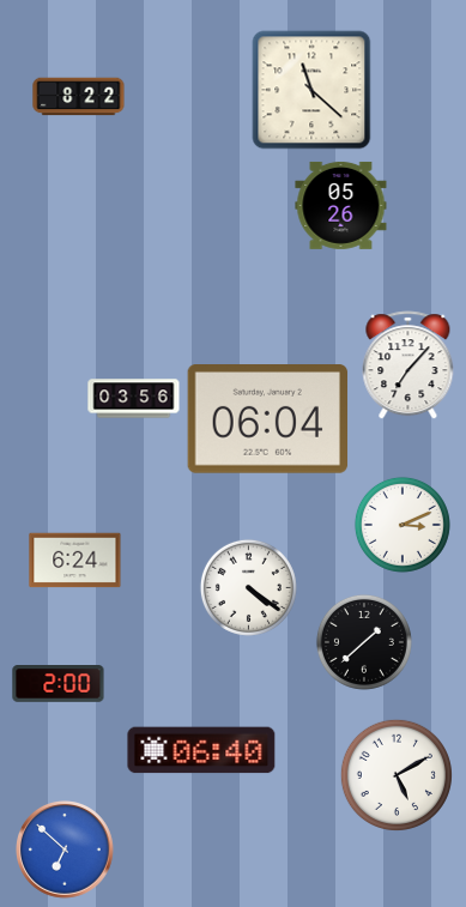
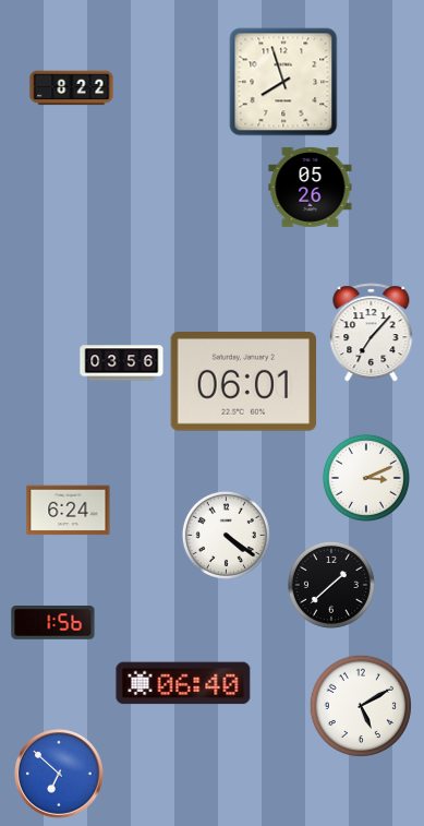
clock at (311, 90): 11:22 -> 7:57
clock at (268, 419): 06:04 -> 06:01
clock at (59, 684): 2:00 -> 1:56
